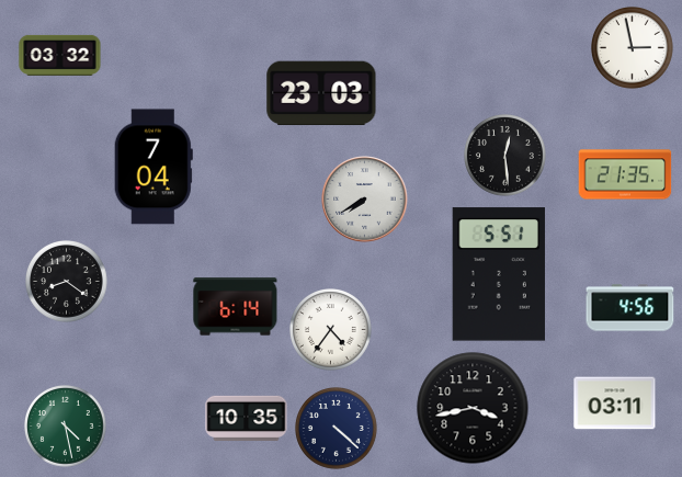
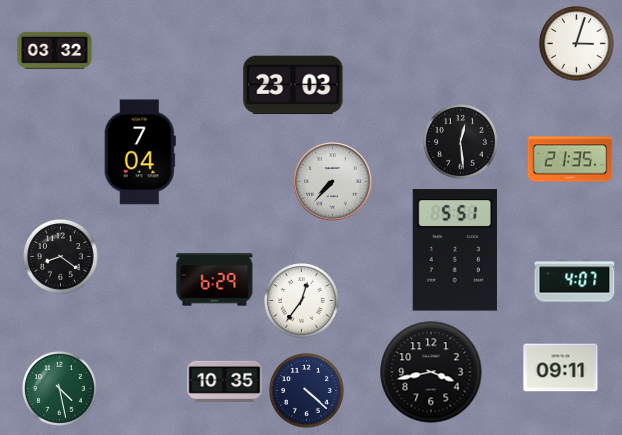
clock at (633, 48): 2:58 -> 3:03
clock at (365, 200): 7:40 -> 7:37
clock at (236, 307): 6:14 -> 6:29
clock at (630, 308): 4:56 -> 4:07
clock at (331, 330): 4:36 -> 12:36
clock at (615, 404): 03:11 -> 09:11
